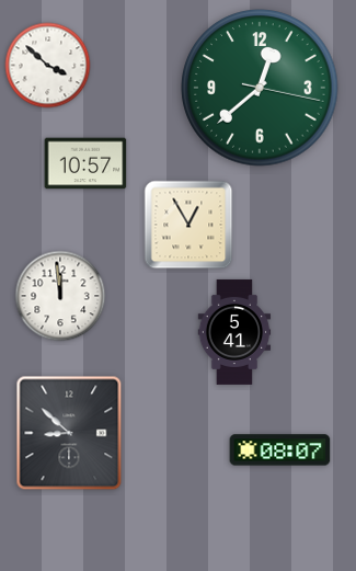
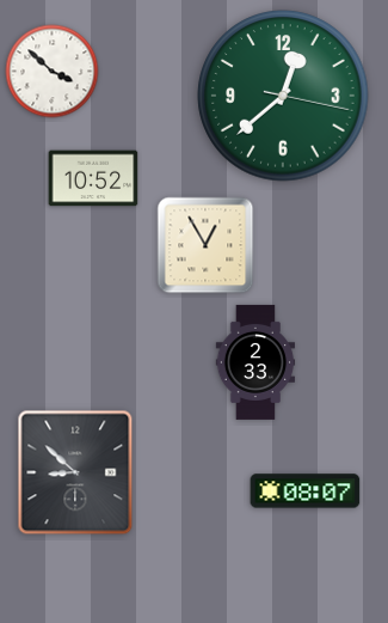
clock at (85, 163): 10:57 -> 10:52
clock at (60, 296): 11:59 -> none
clock at (234, 332): 5:41 -> 2:33
